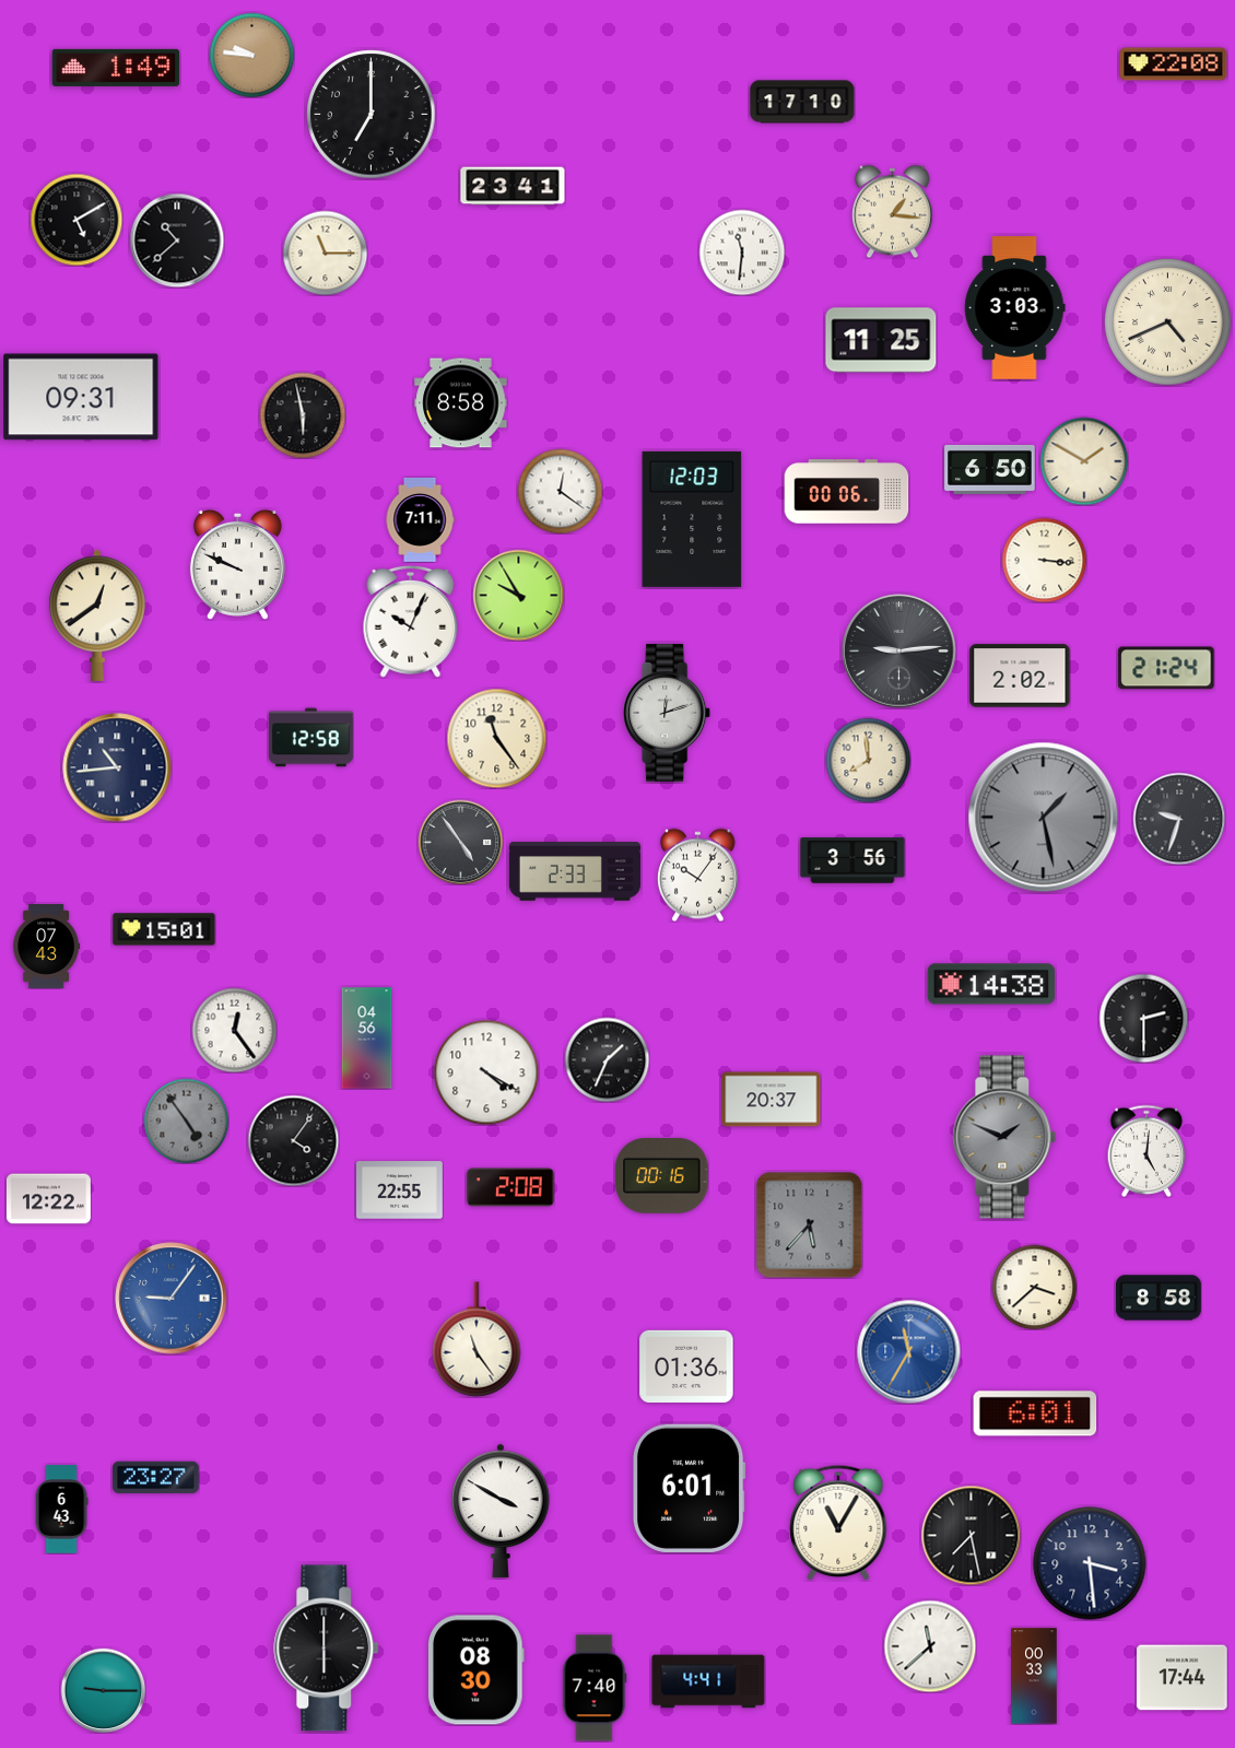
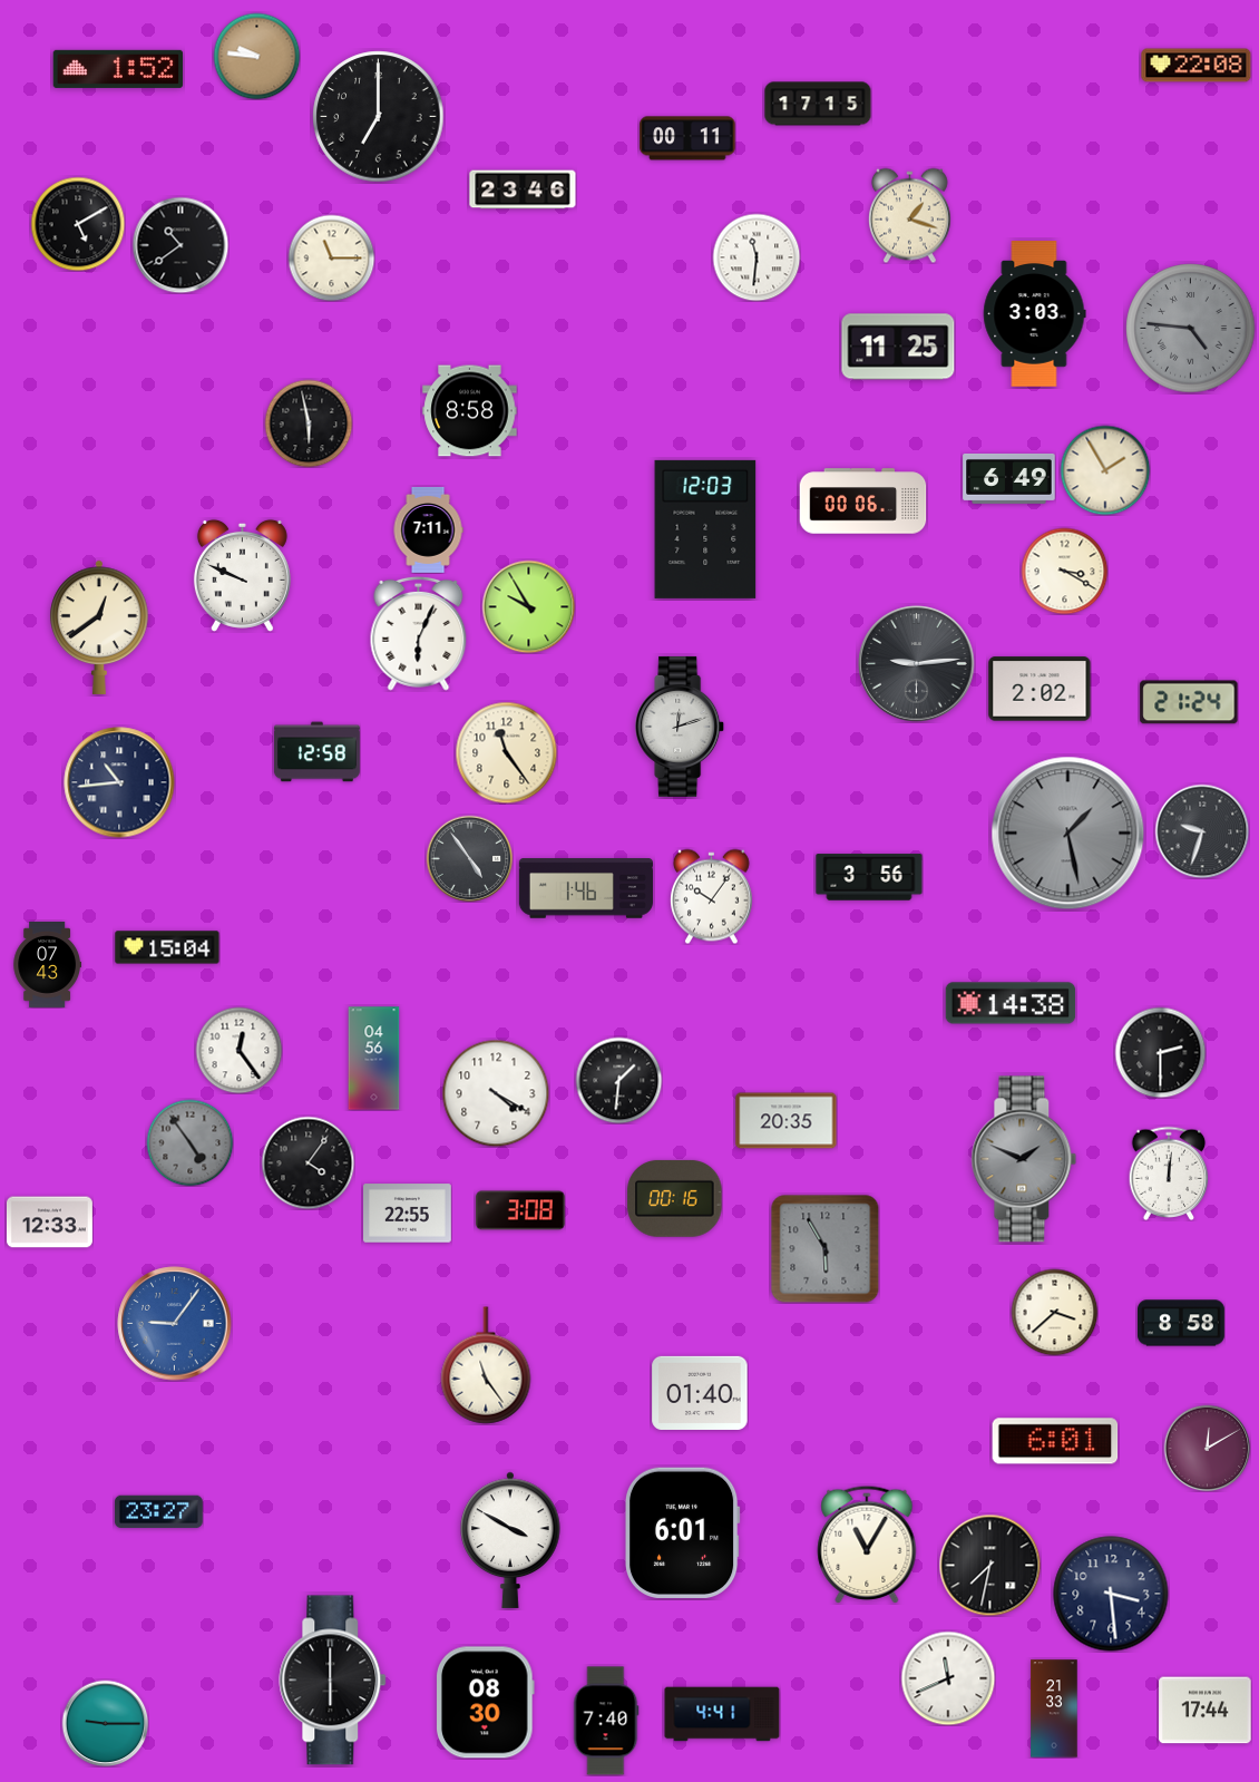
clock at (116, 68): 1:49 -> 1:52
clock at (802, 102): 17:10 -> 17:15
clock at (687, 138): none -> 00:11
clock at (513, 186): 23:41 -> 23:46
clock at (892, 211): 1:16 -> 1:18
clock at (177, 241): 10:38 -> 10:39
clock at (1168, 322): 4:41 -> 4:46
clock at (1168, 322) dial: cream -> grey
clock at (81, 397): 09:31 -> none
clock at (1084, 461): 1:50 -> 1:55
clock at (990, 469): 6:50 -> 6:49
clock at (560, 491): 12:21 -> none
clock at (1044, 560): 3:16 -> 3:20
clock at (411, 621): 10:04 -> 6:04
clock at (1166, 668) position: (1166, 668) -> (1189, 702)
clock at (868, 760): 7:59 -> none
clock at (1044, 818) position: (1044, 818) -> (1068, 834)
clock at (1179, 819) position: (1179, 819) -> (1202, 831)
clock at (575, 871): 2:33 -> 1:46
clock at (697, 875) position: (697, 875) -> (711, 896)
clock at (164, 929): 15:01 -> 15:04
clock at (1143, 1018) position: (1143, 1018) -> (1160, 1052)
clock at (607, 1059): 1:34 -> 1:31
clock at (772, 1100): 20:37 -> 20:35
clock at (293, 1140) position: (293, 1140) -> (308, 1162)
clock at (1146, 1151): 5:01 -> 12:01
clock at (510, 1187): 2:08 -> 3:08
clock at (48, 1199): 12:22 -> 12:33
clock at (810, 1225): 5:37 -> 5:55
clock at (908, 1351): 11:35 -> none
clock at (686, 1366): 01:36 -> 01:40
clock at (1207, 1448): none -> 12:10
clock at (156, 1478) position: (156, 1478) -> (159, 1512)
clock at (689, 1488) position: (689, 1488) -> (682, 1532)
clock at (61, 1510): 6:43 -> none
clock at (838, 1523) position: (838, 1523) -> (867, 1545)
clock at (971, 1535): 7:28 -> 7:32
clock at (930, 1646): 11:38 -> 11:41
clock at (1034, 1676): 00:33 -> 21:33
